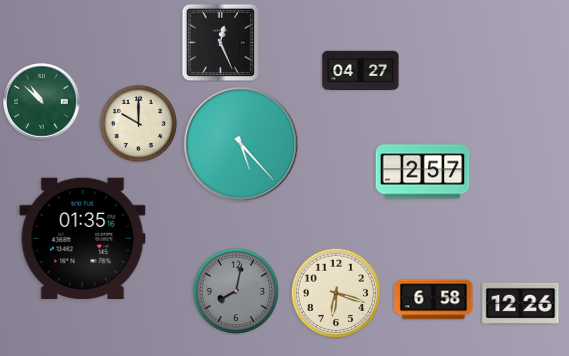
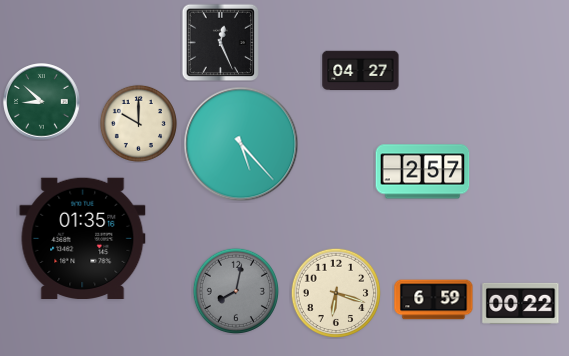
clock at (42, 102): 10:52 -> 8:52
clock at (434, 300): 6:58 -> 6:59
clock at (521, 303): 12:26 -> 00:22
